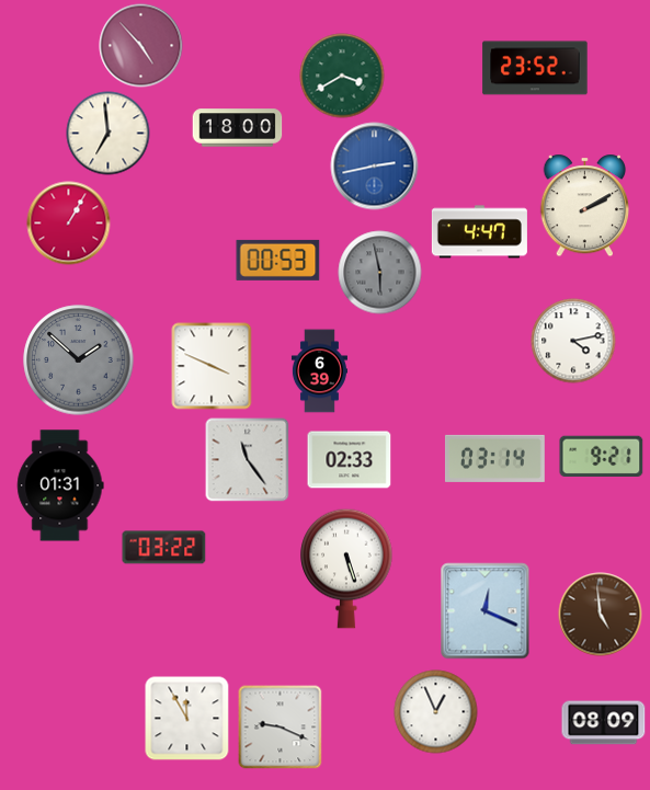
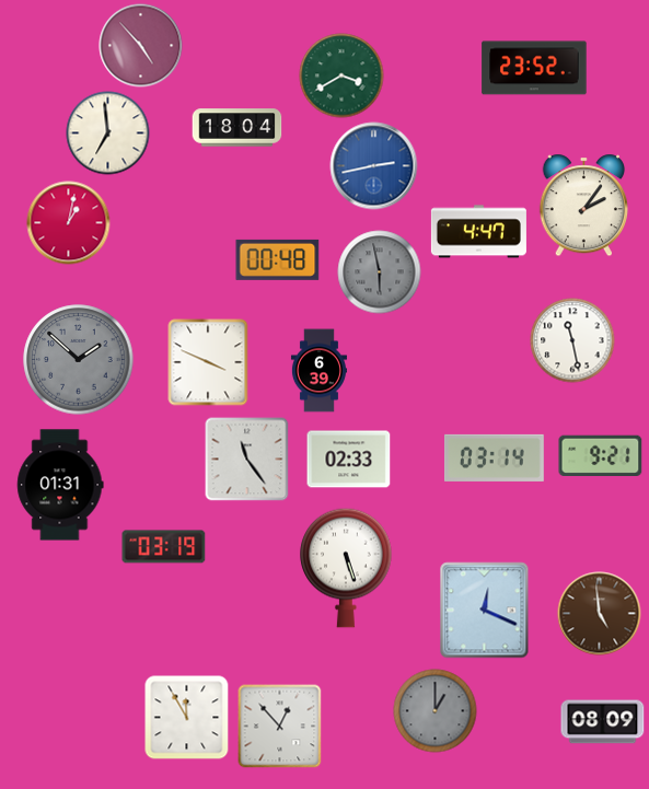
clock at (238, 128): 18:00 -> 18:04
clock at (585, 206): 2:10 -> 2:06
clock at (69, 224): 1:05 -> 1:02
clock at (278, 260): 00:53 -> 00:48
clock at (573, 341): 4:13 -> 11:28
clock at (212, 366) position: (212, 366) -> (208, 362)
clock at (164, 548): 03:22 -> 03:19
clock at (436, 712): 12:56 -> 1:00
clock at (436, 712) dial: white -> grey
clock at (281, 728): 9:19 -> 12:53
